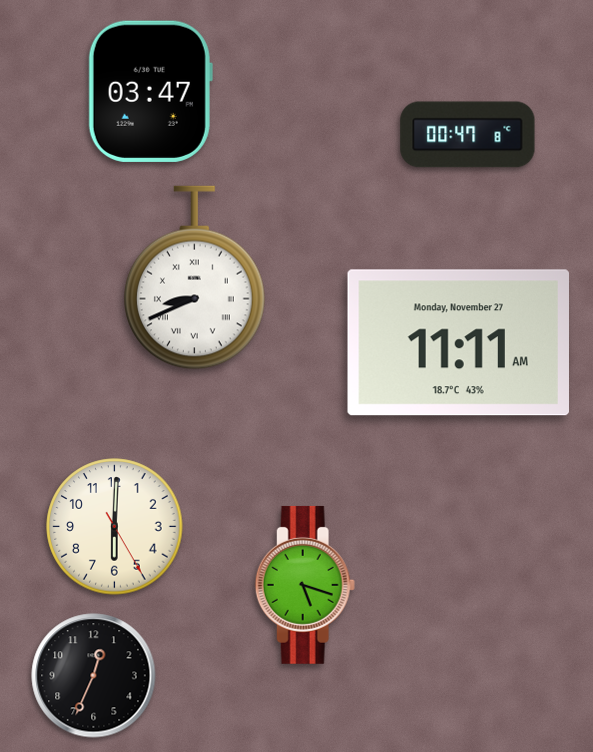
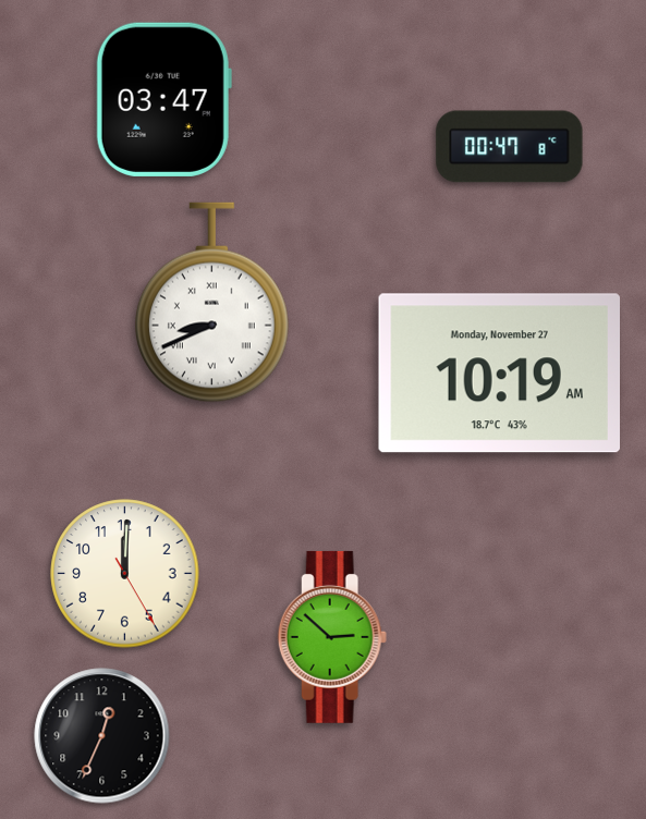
clock at (458, 343): 11:11 -> 10:19
clock at (115, 527): 6:00 -> 12:00
clock at (305, 585): 5:18 -> 2:52
